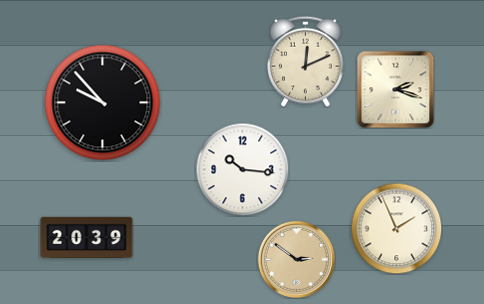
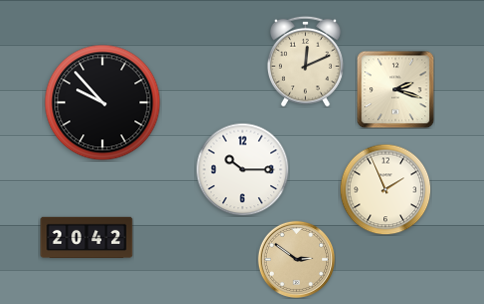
clock at (242, 169): 10:16 -> 10:15
clock at (396, 228) position: (396, 228) -> (385, 189)
clock at (87, 237): 20:39 -> 20:42
